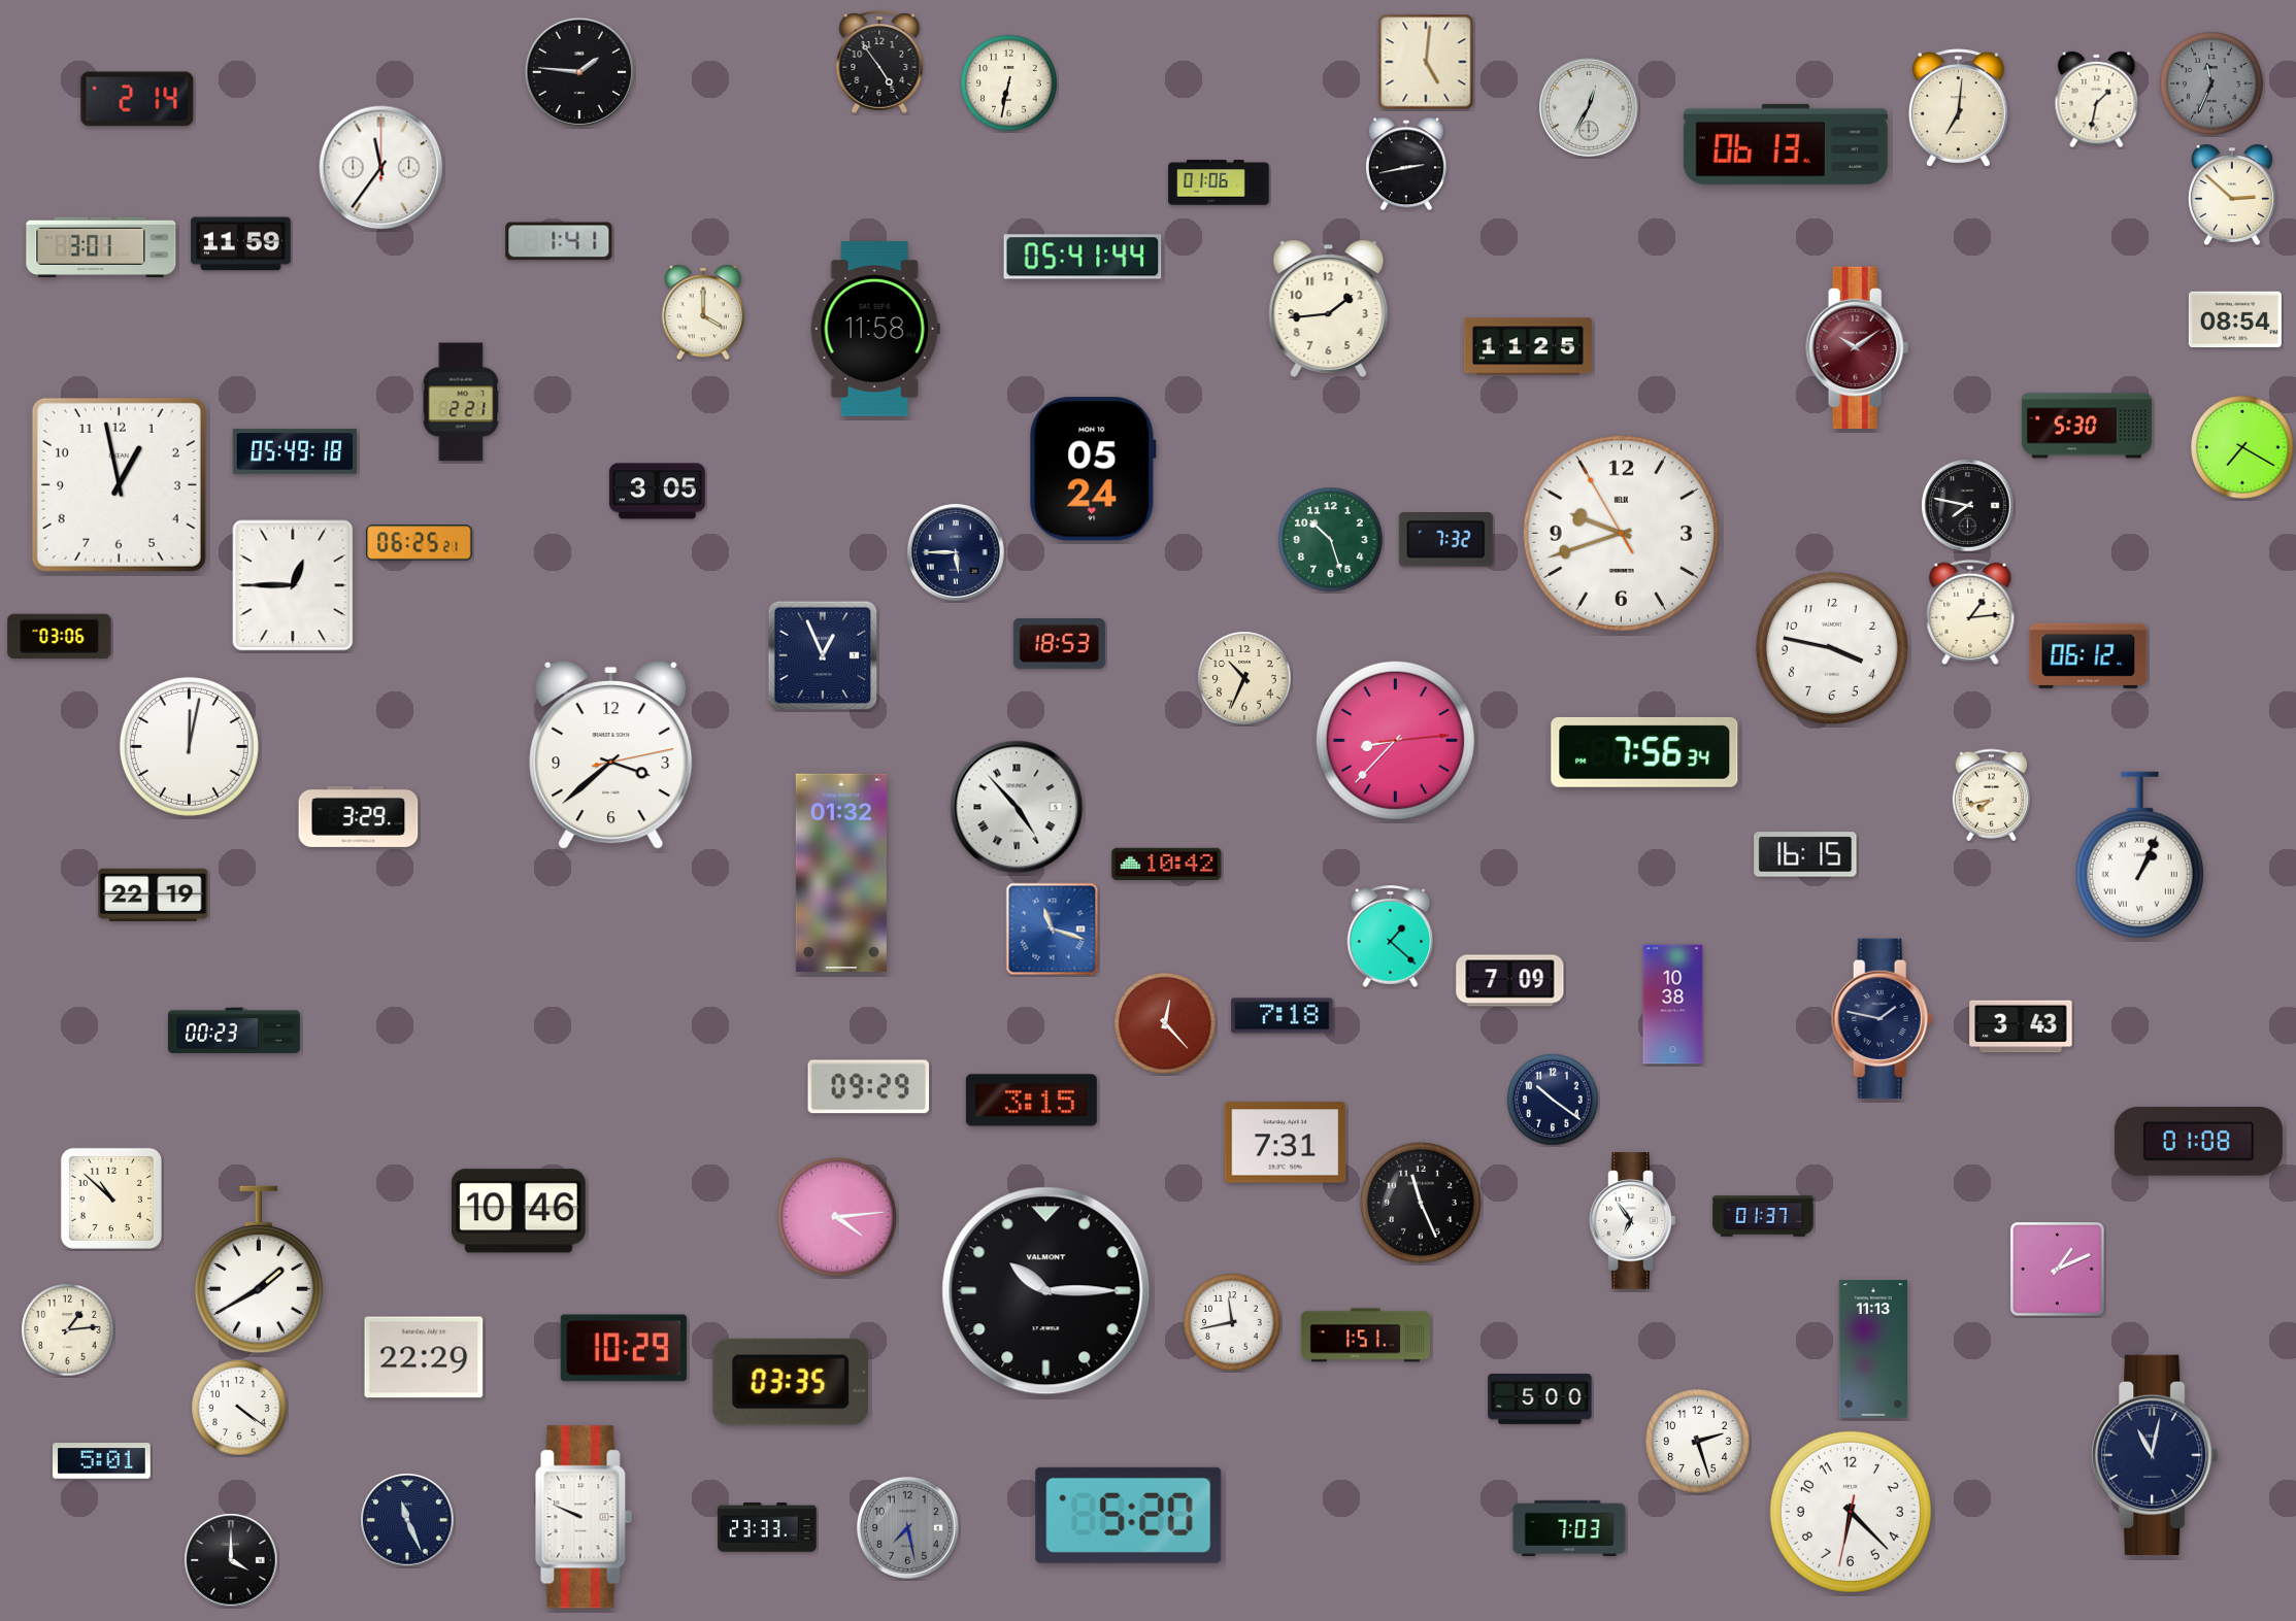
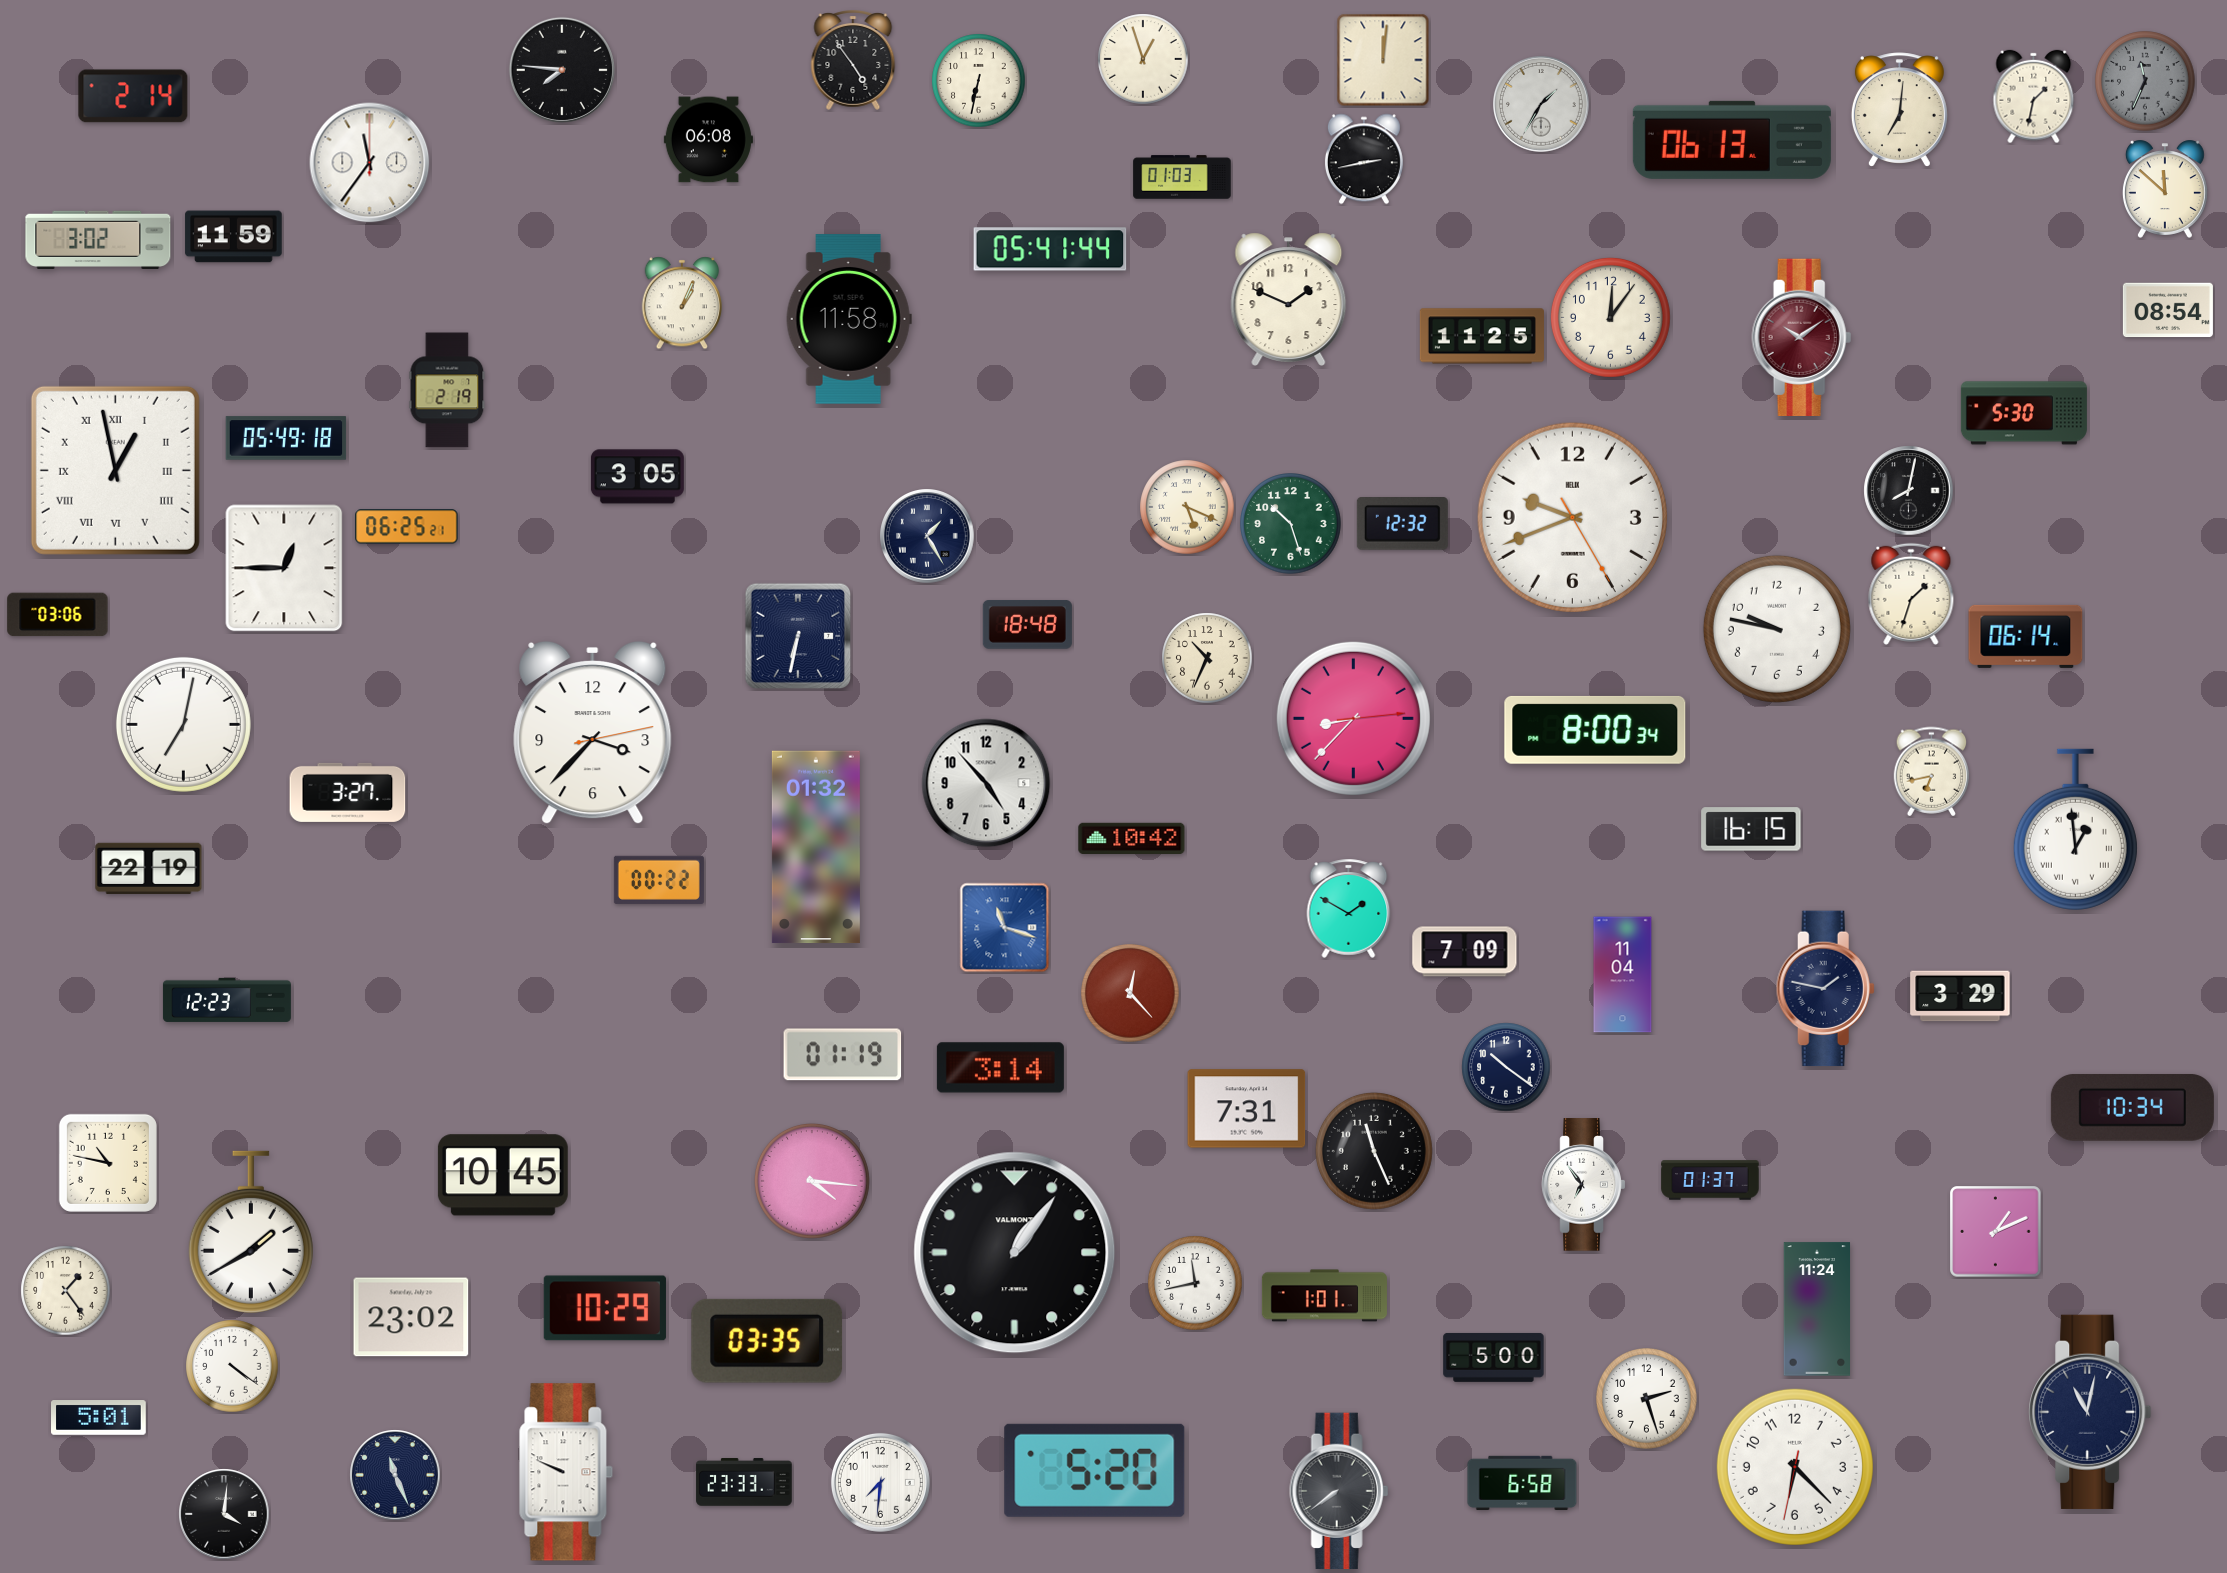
clock at (1143, 59): none -> 12:57
clock at (1426, 62): 5:01 -> 12:01
clock at (579, 72): 1:46 -> 7:46
clock at (1590, 108): 12:35 -> 1:35
clock at (1958, 108) position: (1958, 108) -> (1899, 110)
clock at (708, 140): none -> 06:08
clock at (1219, 182): 01:06 -> 01:03
clock at (2232, 195): 2:52 -> 11:52
clock at (559, 241): 1:41 -> none
clock at (101, 247): 3:01 -> 3:02
clock at (1329, 308): 1:44 -> 1:49
clock at (702, 312): 4:00 -> 1:04
clock at (1610, 317): none -> 12:06
clock at (461, 402): 2:21 -> 2:19
clock at (2242, 447): 7:20 -> none
clock at (1093, 469): 05:24 -> none
clock at (119, 484) numerals: Arabic -> Roman
clock at (1968, 506): 7:47 -> 8:02
clock at (1187, 507): none -> 5:19
clock at (1621, 533): 9:41:55 -> 9:41:25
clock at (1445, 540): 7:32 -> 12:32
clock at (957, 553): 5:45 -> 1:25
clock at (1970, 612): 1:14 -> 1:33
clock at (60, 637) position: (60, 637) -> (58, 615)
clock at (1059, 644): 18:53 -> 18:48
clock at (1832, 648): 3:47 -> 9:47
clock at (823, 655): 12:56 -> 6:32
clock at (2089, 655): 06:12 -> 06:14
clock at (189, 746): 12:02 -> 7:02
clock at (1644, 752): 7:56 -> 8:00
clock at (611, 755): 3:38 -> 3:37
clock at (1992, 796): 7:43 -> 6:43
clock at (1017, 807) numerals: Roman -> Arabic
clock at (359, 816): 3:29 -> 3:27
clock at (2139, 854): 1:04 -> 12:59
clock at (659, 880): none -> 00:22
clock at (1053, 930) position: (1053, 930) -> (1005, 928)
clock at (1391, 936): 1:22 -> 1:50
clock at (1673, 1005): 10:38 -> 11:04
clock at (1283, 1016): 7:18 -> none
clock at (2021, 1026): 3:43 -> 3:29
clock at (234, 1031): 00:23 -> 12:23
clock at (869, 1087): 09:29 -> 01:19
clock at (1031, 1101): 3:15 -> 3:14
clock at (2198, 1141): 01:08 -> 10:34
clock at (111, 1198): 10:52 -> 10:47
clock at (1421, 1203) position: (1421, 1203) -> (1374, 1151)
clock at (519, 1211): 10:46 -> 10:45
clock at (837, 1217): 4:14 -> 4:16
clock at (1046, 1291): 10:15 -> 1:06
clock at (68, 1330): 1:14 -> 1:24
clock at (1365, 1336): 1:51 -> 1:01
clock at (1873, 1349): 11:13 -> 11:24
clock at (424, 1357): 22:29 -> 23:02
clock at (907, 1527): 7:28 -> 7:31
clock at (907, 1527) dial: grey -> white
clock at (1569, 1528): 7:03 -> 6:58
clock at (1339, 1491): none -> 7:39
clock at (231, 1560): 4:00 -> 4:01
